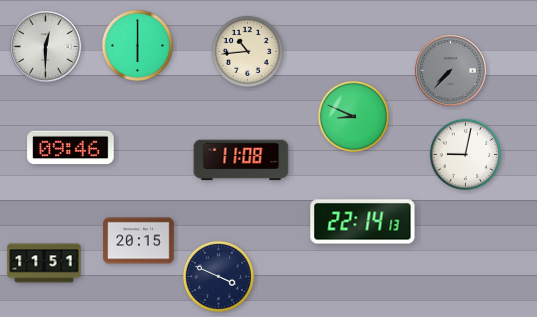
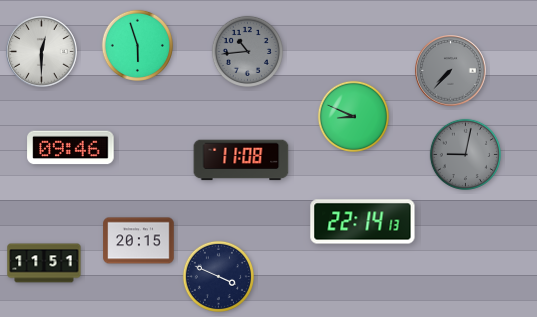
clock at (137, 45): 6:00 -> 5:57
clock at (46, 47) position: (46, 47) -> (42, 52)
clock at (247, 51) dial: cream -> grey
clock at (465, 154) dial: white -> grey
